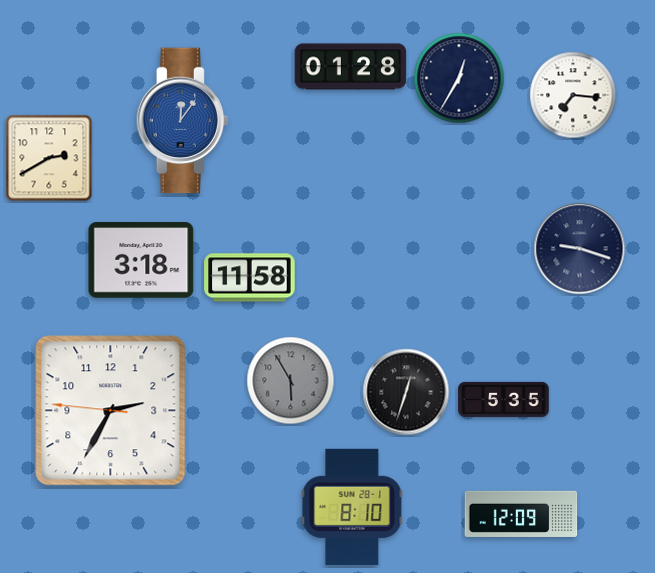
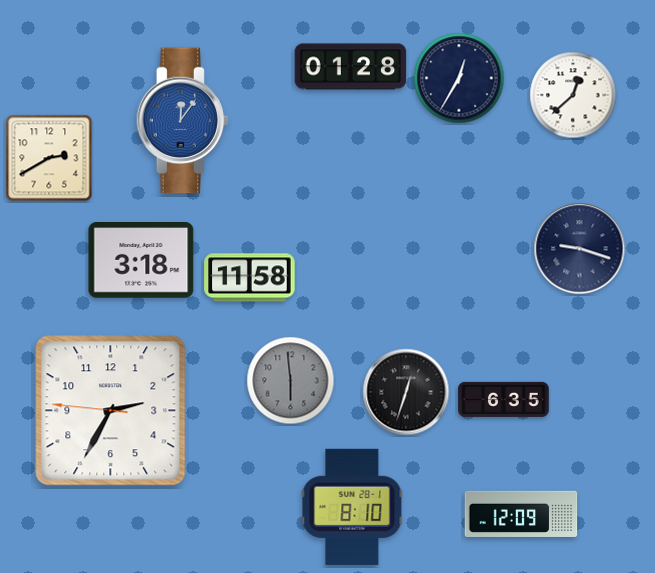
clock at (573, 95): 7:16 -> 12:38
clock at (291, 381): 5:55 -> 5:59
clock at (504, 399): 5:35 -> 6:35
